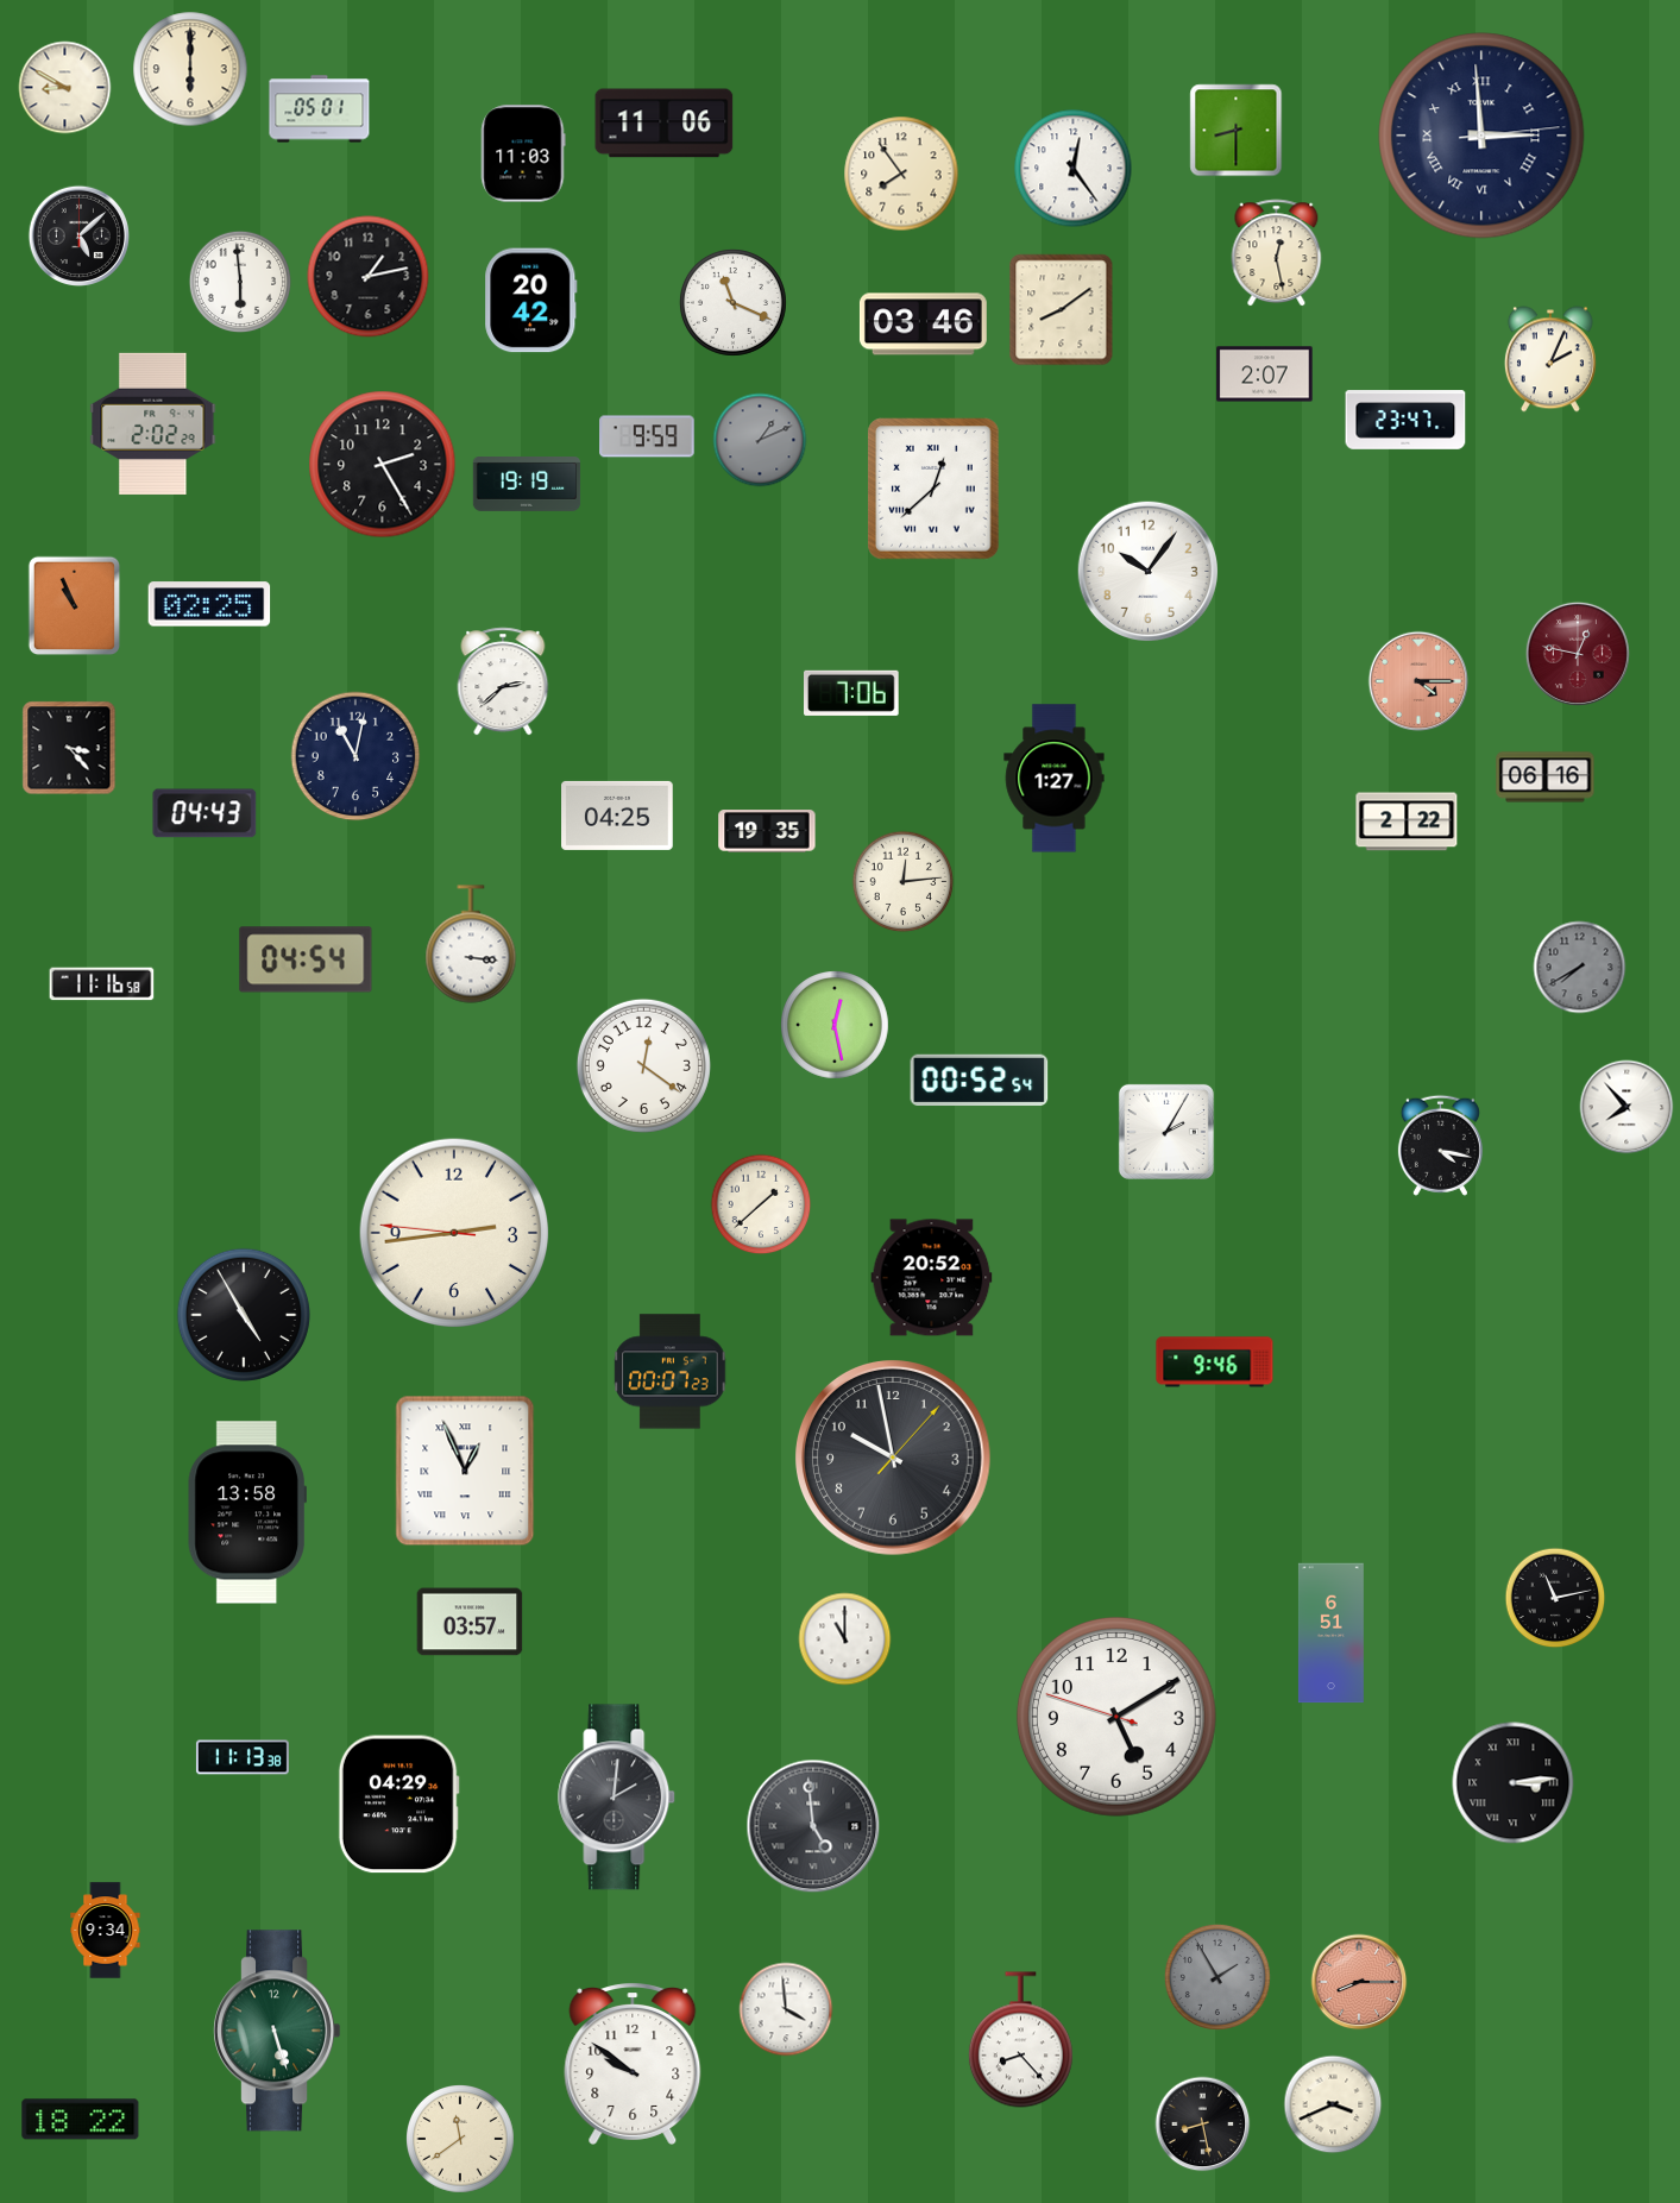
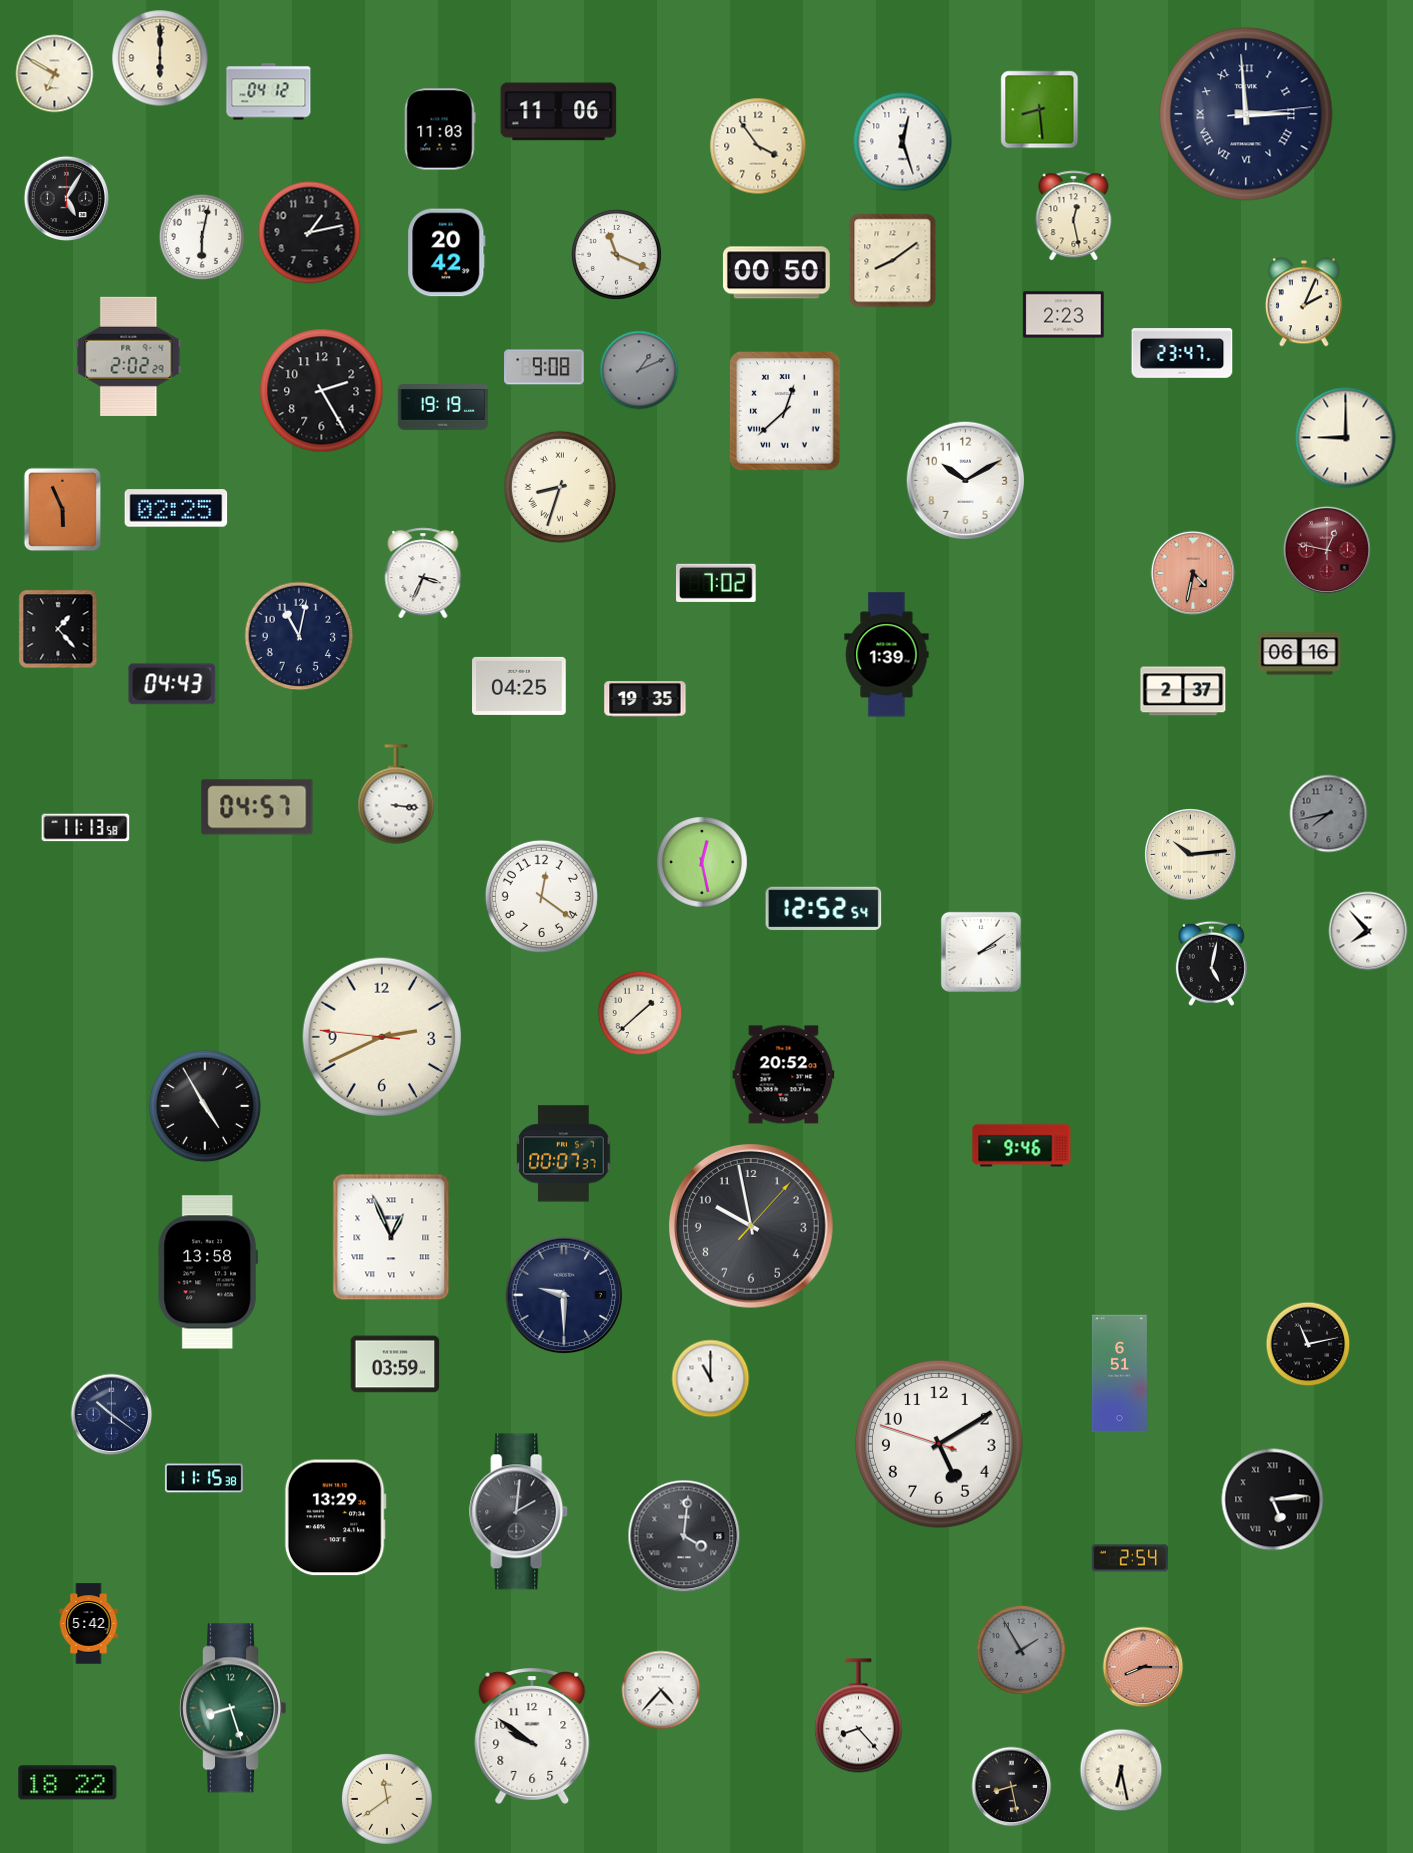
clock at (65, 88): 8:50 -> 6:50
clock at (320, 109): 05:01 -> 04:12
clock at (665, 124) position: (665, 124) -> (559, 112)
clock at (1237, 131): 8:30 -> 8:29
clock at (1074, 169): 12:24 -> 12:27
clock at (901, 174): 7:54 -> 3:54
clock at (78, 235): 5:08 -> 5:05
clock at (1277, 253) position: (1277, 253) -> (1074, 216)
clock at (240, 282): 5:59 -> 6:02
clock at (923, 325): 03:46 -> 00:50
clock at (1265, 374): 2:07 -> 2:23
clock at (647, 436): 9:59 -> 9:08
clock at (1346, 438): none -> 9:00
clock at (1149, 572): 10:06 -> 10:10
clock at (560, 487): none -> 8:33
clock at (75, 606): 10:56 -> 5:56
clock at (503, 681): 2:38 -> 3:34
clock at (1418, 681): 4:15 -> 4:32
clock at (852, 693): 7:06 -> 7:02
clock at (69, 748): 3:23 -> 1:23
clock at (1055, 779): 1:27 -> 1:39
clock at (1407, 822): 2:22 -> 2:37
clock at (904, 882): 12:14 -> none
clock at (306, 959): 04:54 -> 04:57
clock at (1580, 968): 7:40 -> 7:43
clock at (102, 984): 11:16 -> 11:13
clock at (1191, 855): none -> 10:14
clock at (980, 1080): 00:52 -> 12:52
clock at (1166, 1132): 2:05 -> 2:09
clock at (1440, 1145): 4:17 -> 5:02
clock at (454, 1233): 2:43 -> 2:40
clock at (671, 1372): 00:07:23 -> 00:07:37
clock at (564, 1295): none -> 9:30
clock at (470, 1622): 03:57 -> 03:59
clock at (112, 1415): none -> 10:21
clock at (243, 1757): 11:13 -> 11:15
clock at (1514, 1783): 3:14 -> 5:14
clock at (398, 1805): 04:29 -> 13:29
clock at (813, 1826): 4:59 -> 4:01
clock at (1129, 1558): none -> 2:54
clock at (106, 1931): 9:34 -> 5:42
clock at (1217, 1977) position: (1217, 1977) -> (1021, 1650)
clock at (786, 2009): 3:59 -> 4:37
clock at (277, 2031): 5:27 -> 8:27
clock at (1333, 2104): 3:41 -> 6:28
